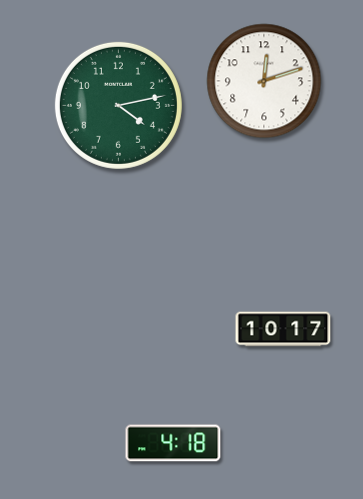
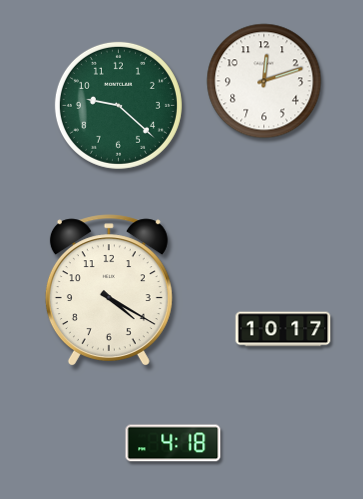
clock at (118, 105): 4:13 -> 9:22
clock at (109, 290): none -> 4:20
